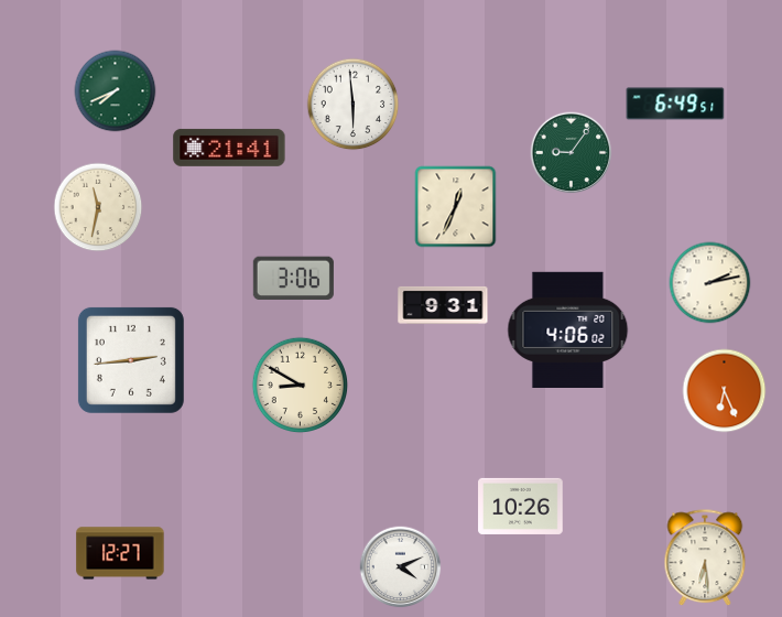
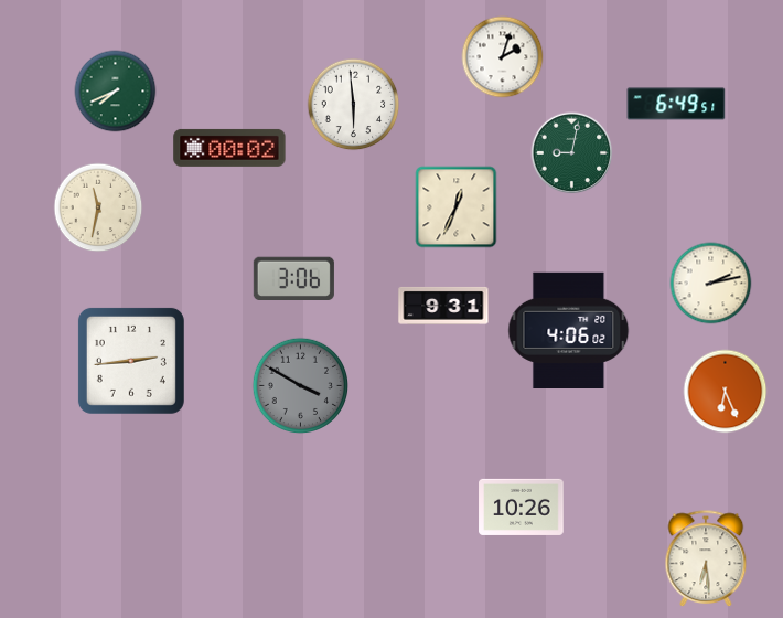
clock at (503, 57): none -> 2:03
clock at (229, 148): 21:41 -> 00:02
clock at (572, 153): 9:06 -> 9:02
clock at (301, 386): 8:50 -> 3:50
clock at (301, 386) dial: cream -> grey
clock at (120, 553): 12:27 -> none
clock at (401, 567): 4:11 -> none
